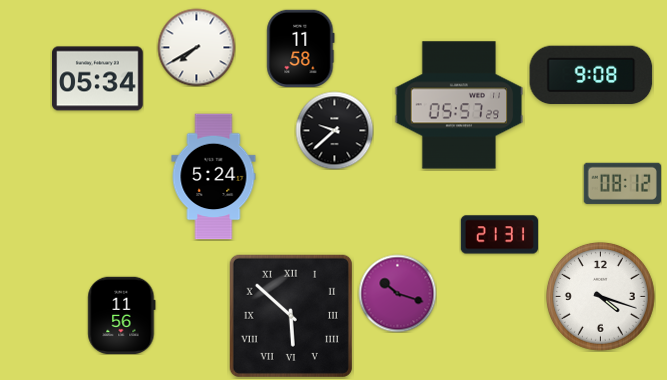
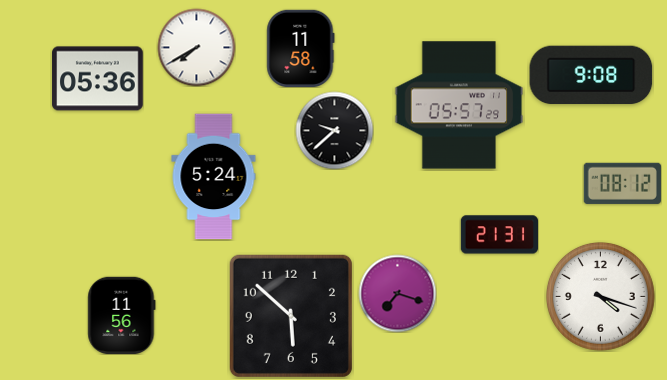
clock at (98, 79): 05:34 -> 05:36
clock at (397, 293): 10:18 -> 7:18
clock at (291, 316) numerals: Roman -> Arabic
